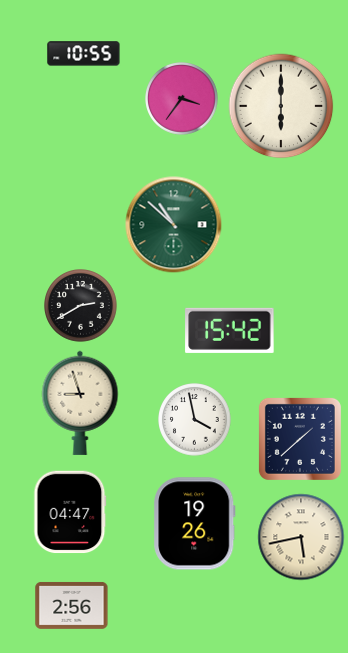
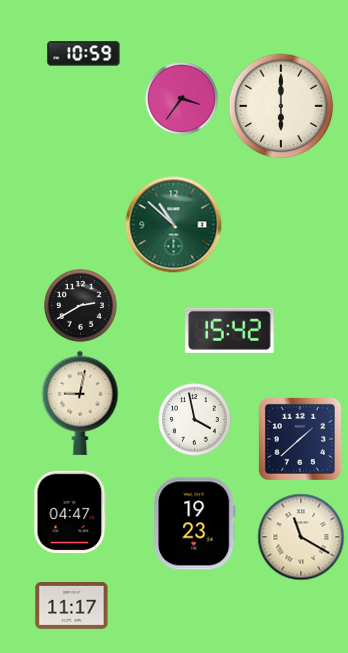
clock at (84, 54): 10:55 -> 10:59
clock at (80, 403): 8:57 -> 9:02
clock at (195, 524): 19:26 -> 19:23
clock at (301, 537): 5:43 -> 11:20
clock at (72, 605): 2:56 -> 11:17
